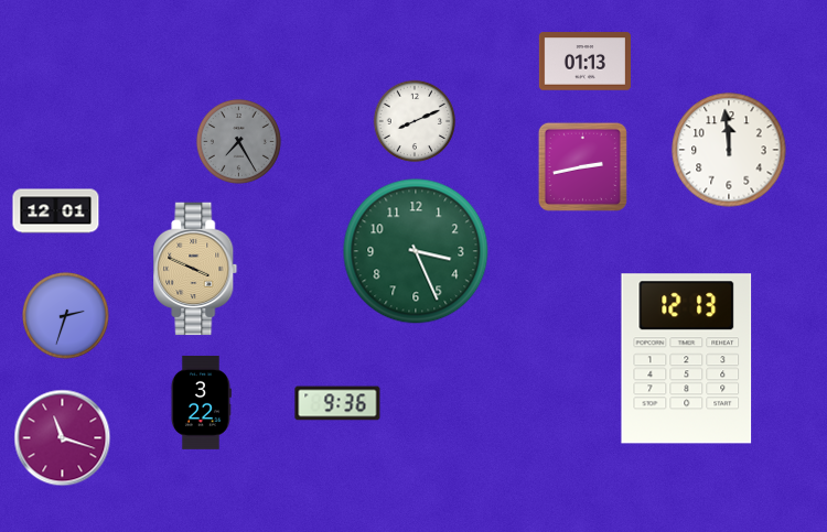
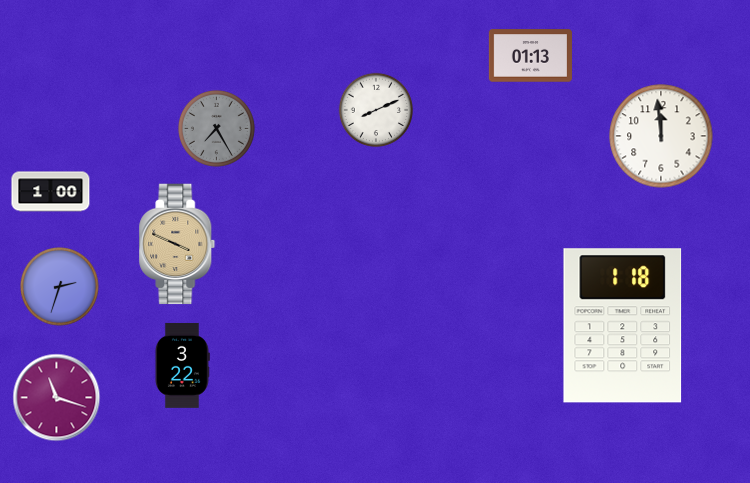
clock at (582, 166): 2:43 -> none
clock at (56, 211): 12:01 -> 1:00
clock at (416, 251): 3:26 -> none
clock at (687, 359): 12:13 -> 1:18
clock at (337, 403): 9:36 -> none
